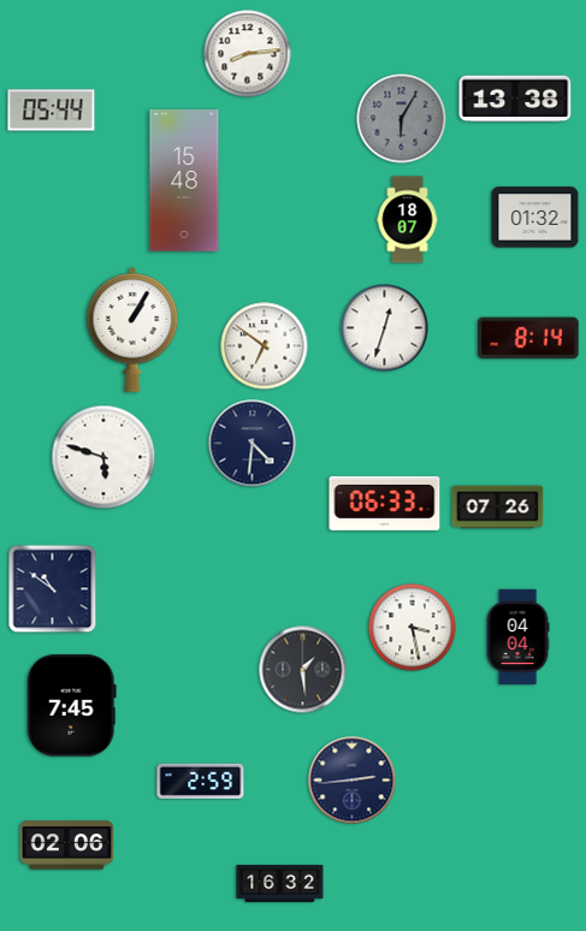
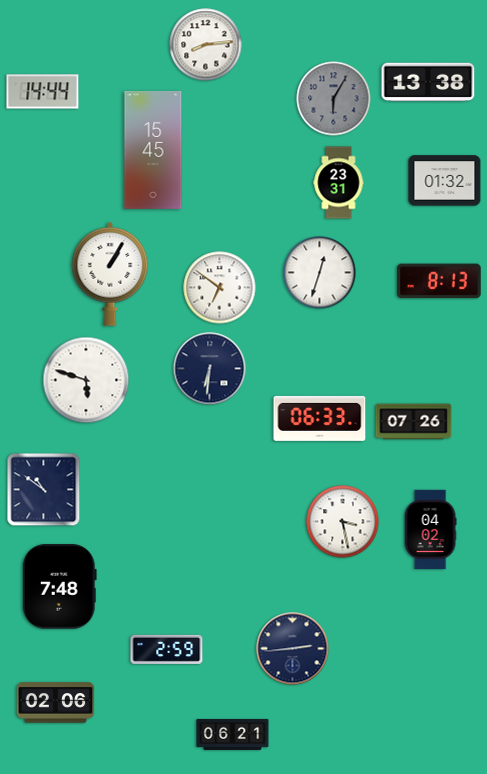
clock at (52, 111): 05:44 -> 14:44
clock at (184, 180): 15:48 -> 15:45
clock at (408, 220): 18:07 -> 23:31
clock at (528, 338): 8:14 -> 8:13
clock at (253, 444): 4:31 -> 6:31
clock at (517, 638): 04:04 -> 04:02
clock at (303, 670): 1:29 -> none
clock at (71, 706): 7:45 -> 7:48
clock at (280, 883): 16:32 -> 06:21
